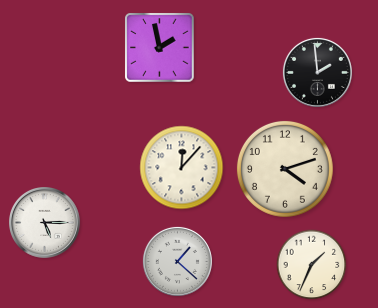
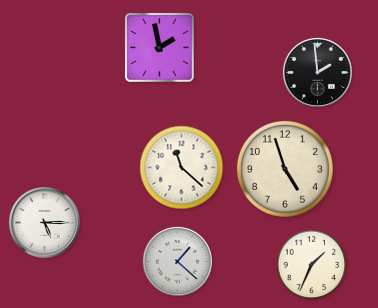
clock at (182, 168): 12:07 -> 11:22
clock at (285, 169): 4:12 -> 4:57
